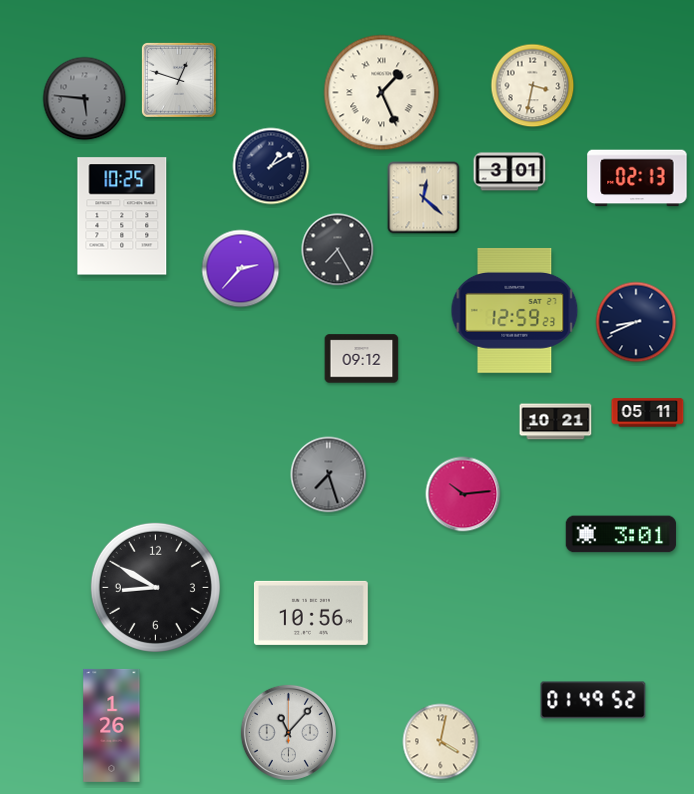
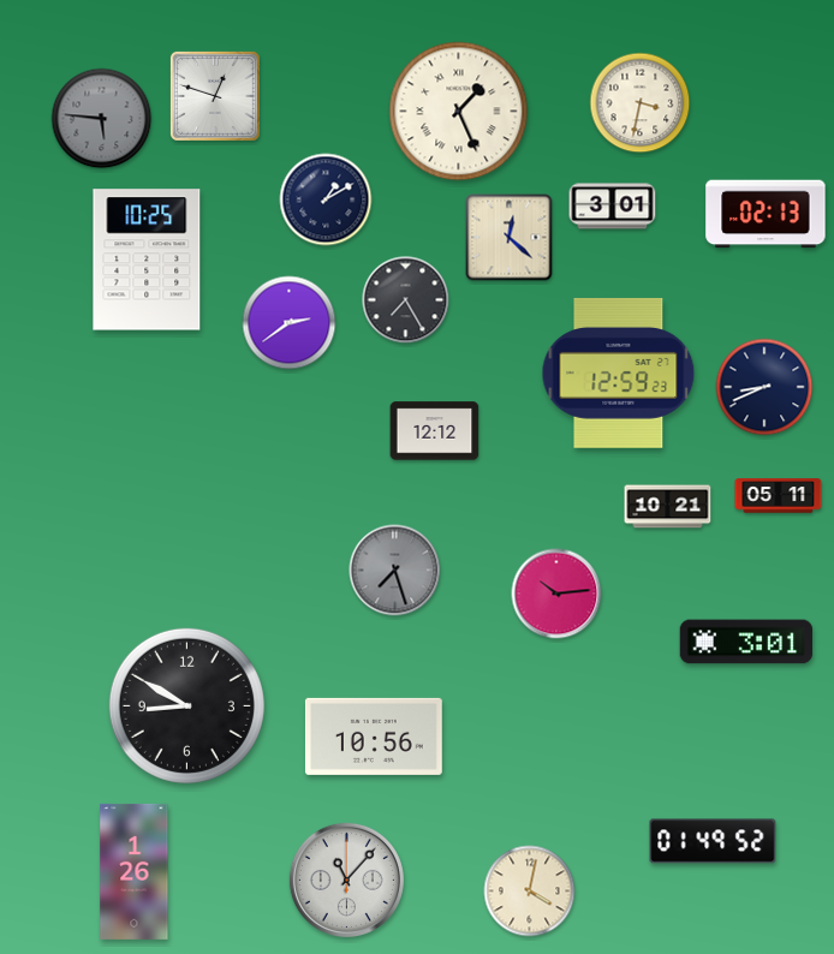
clock at (241, 269): 2:37 -> 2:39
clock at (362, 359): 09:12 -> 12:12
